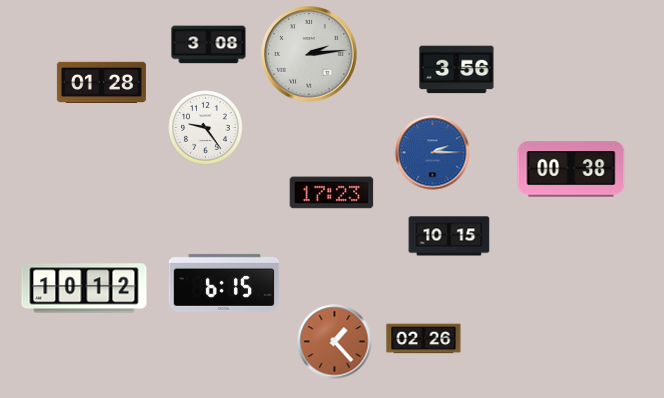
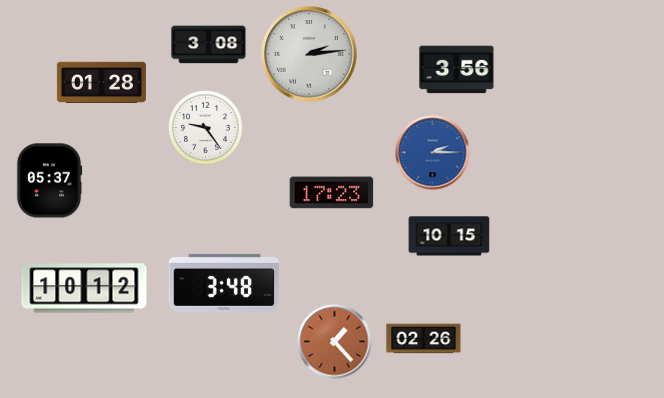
clock at (571, 169): 00:38 -> none
clock at (49, 181): none -> 05:37
clock at (224, 283): 6:15 -> 3:48
